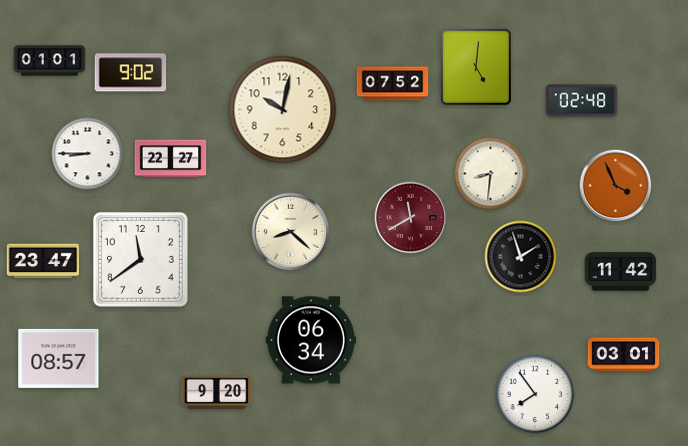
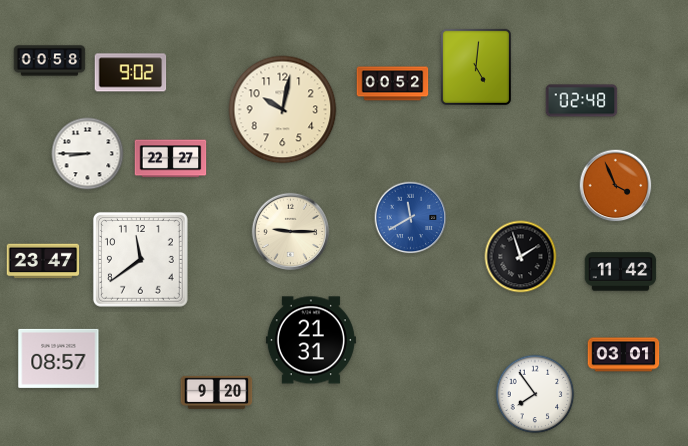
clock at (50, 61): 01:01 -> 00:58
clock at (393, 84): 07:52 -> 00:52
clock at (491, 174): 8:31 -> none
clock at (411, 218) dial: burgundy -> blue
clock at (291, 232): 8:22 -> 9:15
clock at (311, 340): 06:34 -> 21:31
